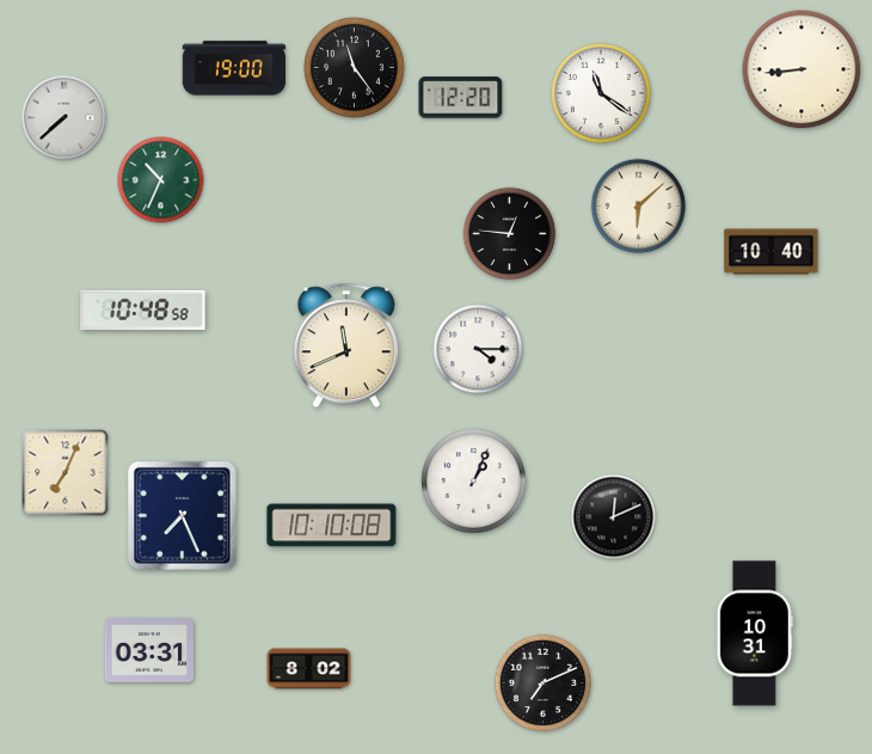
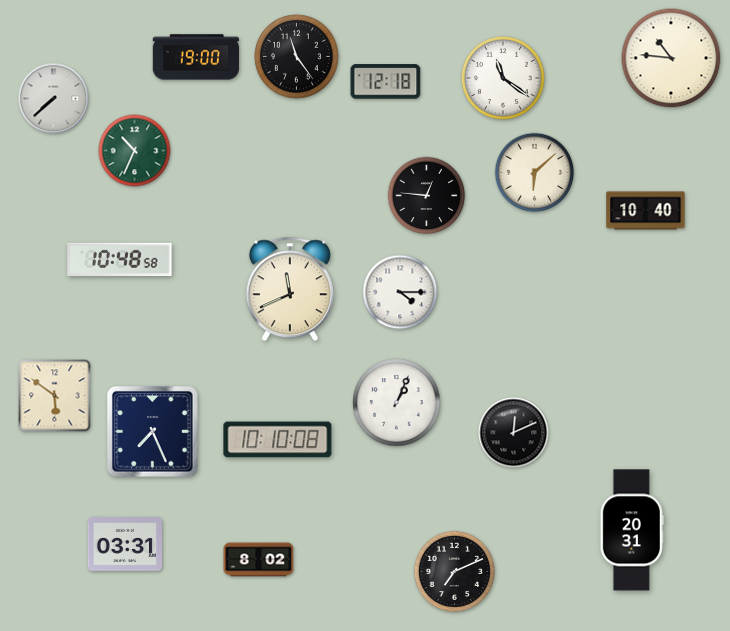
clock at (802, 69): 8:44 -> 10:46
clock at (461, 98): 12:20 -> 12:18
clock at (66, 473): 7:04 -> 5:51
clock at (755, 633): 10:31 -> 20:31
